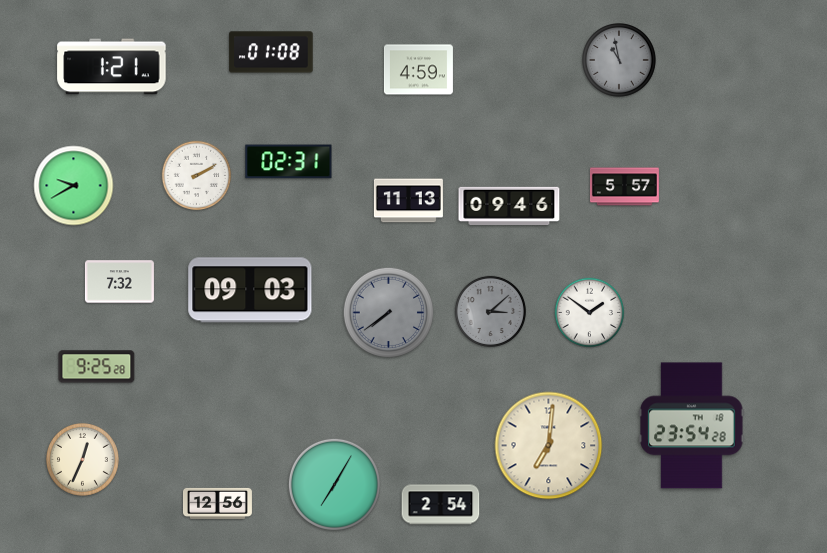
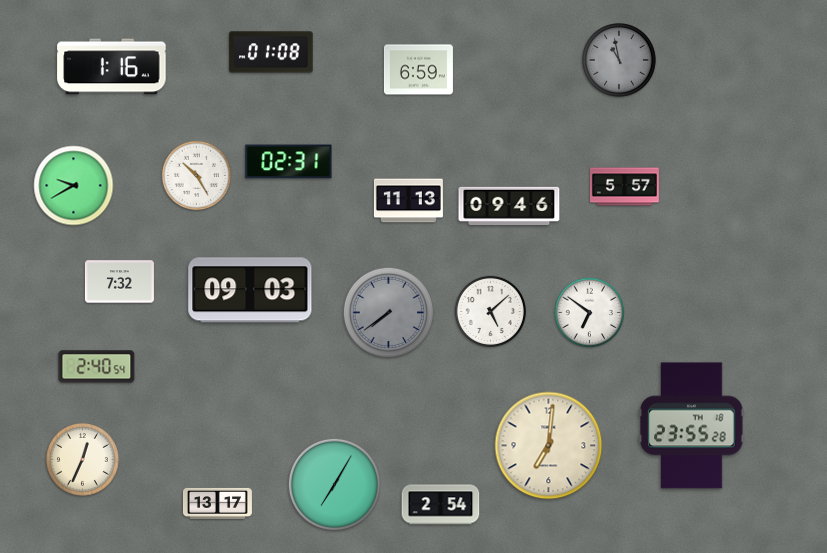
clock at (112, 67): 1:21 -> 1:16
clock at (418, 70): 4:59 -> 6:59
clock at (197, 176): 2:10 -> 10:25
clock at (490, 311): 3:08 -> 5:08
clock at (490, 311) dial: grey -> white
clock at (590, 313): 1:51 -> 6:51
clock at (97, 367): 9:25 -> 2:40
clock at (692, 426): 23:54 -> 23:55
clock at (217, 503): 12:56 -> 13:17
